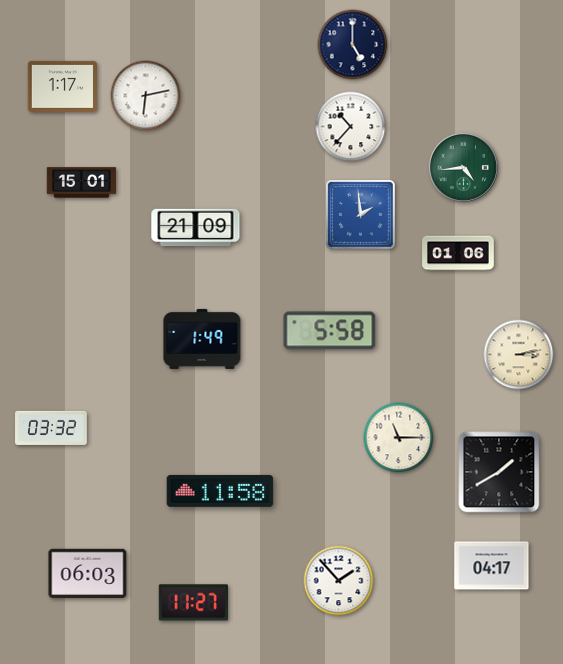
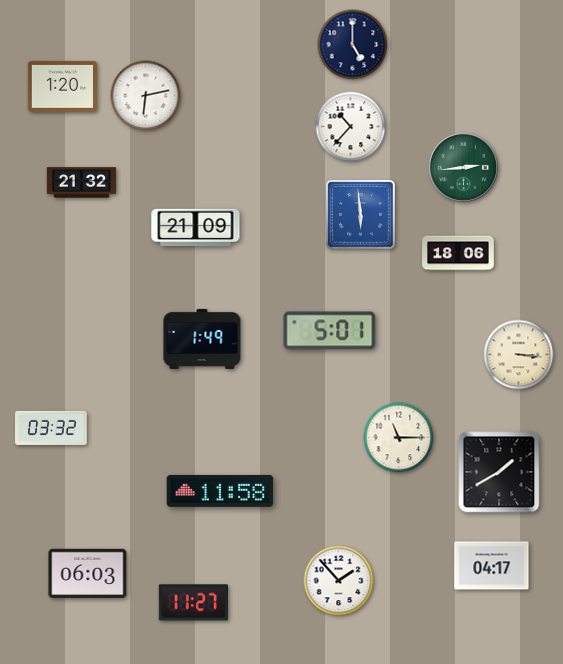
clock at (63, 86): 1:17 -> 1:20
clock at (463, 167): 4:44 -> 2:44
clock at (82, 183): 15:01 -> 21:32
clock at (361, 215): 1:59 -> 5:59
clock at (458, 253): 01:06 -> 18:06
clock at (330, 331): 5:58 -> 5:01
clock at (519, 355): 3:13 -> 3:16
